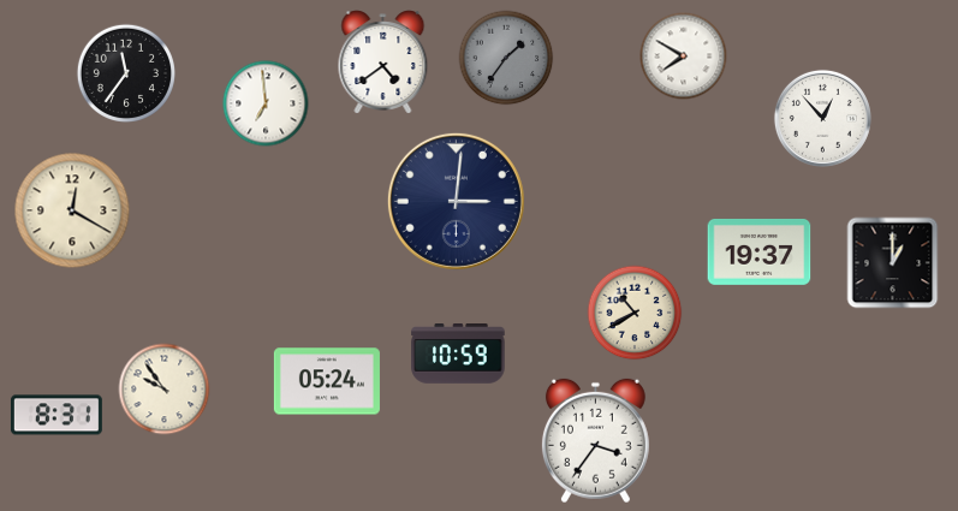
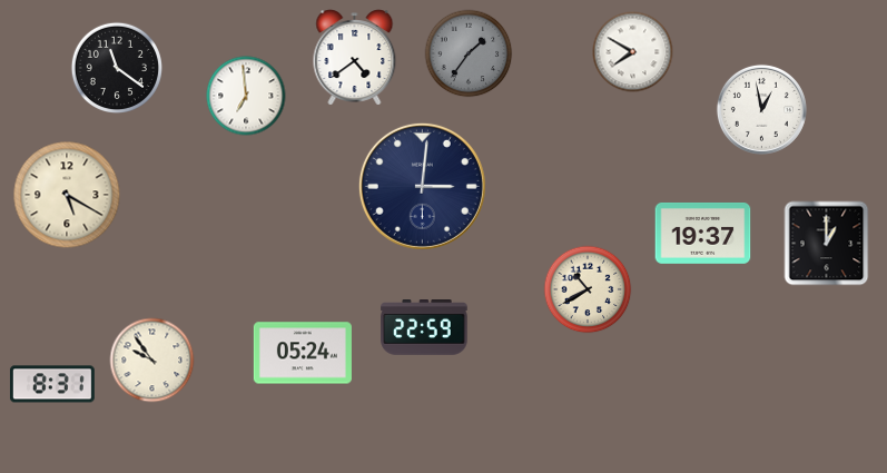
clock at (125, 72): 11:36 -> 11:21
clock at (822, 118): 12:53 -> 12:58
clock at (72, 210): 12:20 -> 5:20
clock at (458, 355): 10:59 -> 22:59
clock at (595, 441): 3:36 -> none
